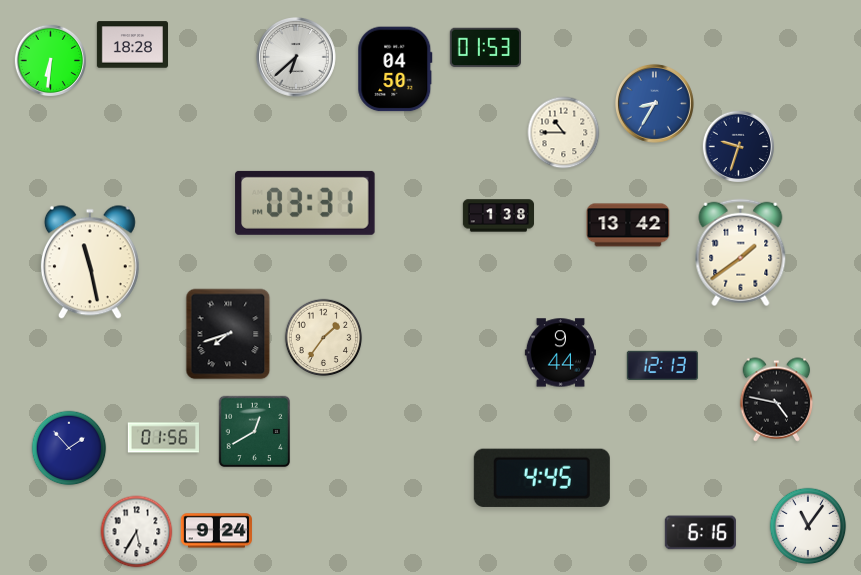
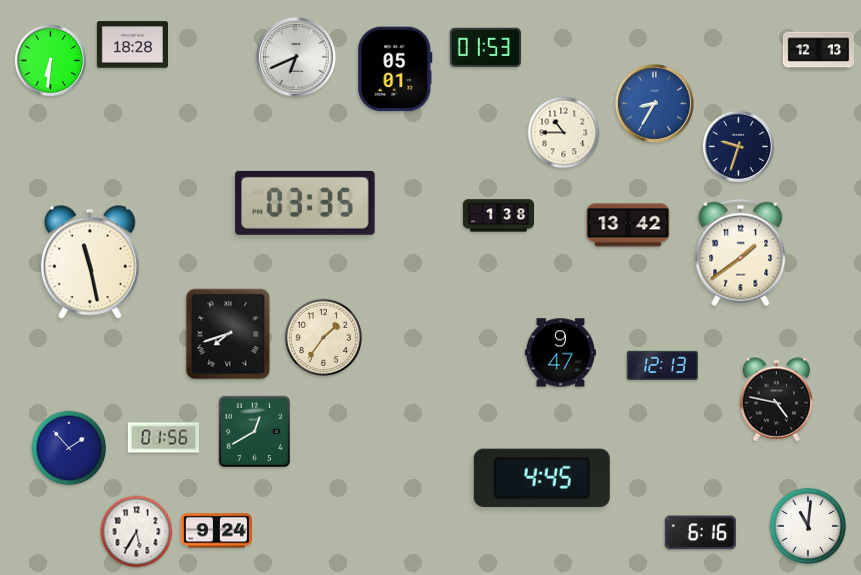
clock at (818, 51): none -> 12:13
clock at (297, 58): 6:38 -> 6:41
clock at (395, 69): 04:50 -> 05:01
clock at (305, 203): 03:31 -> 03:35
clock at (560, 353): 9:44 -> 9:47
clock at (808, 526): 11:06 -> 11:01
